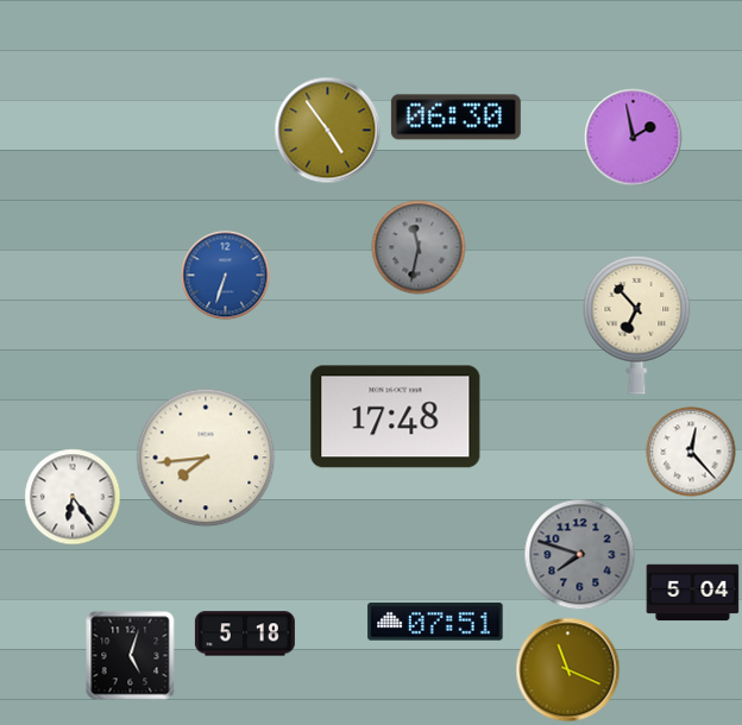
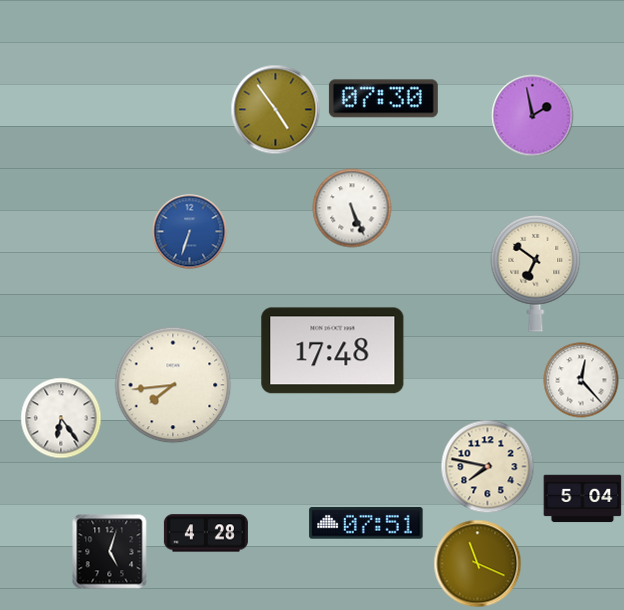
clock at (455, 118): 06:30 -> 07:30
clock at (419, 247): 11:32 -> 5:26
clock at (419, 247) dial: grey -> white
clock at (637, 324): 6:53 -> 6:51
clock at (580, 555): 7:48 -> 7:47
clock at (580, 555) dial: grey -> cream
clock at (245, 633): 5:18 -> 4:28
